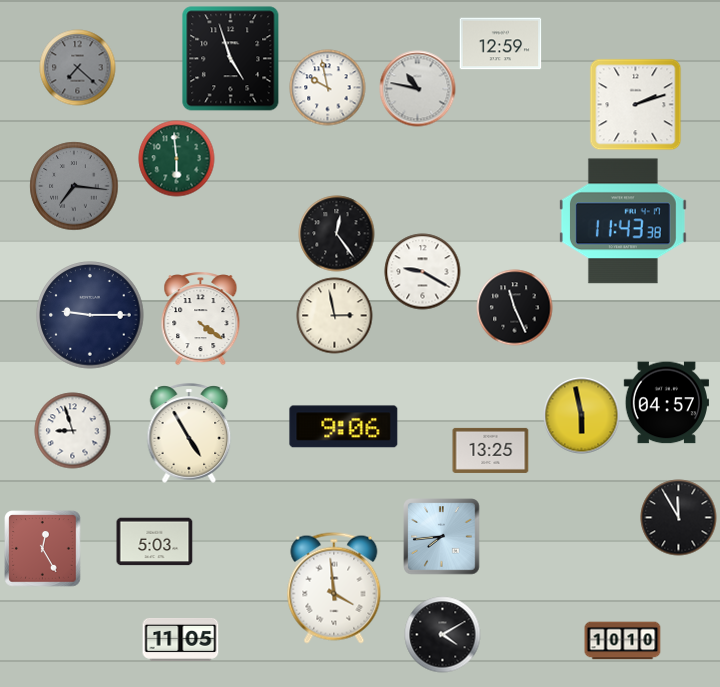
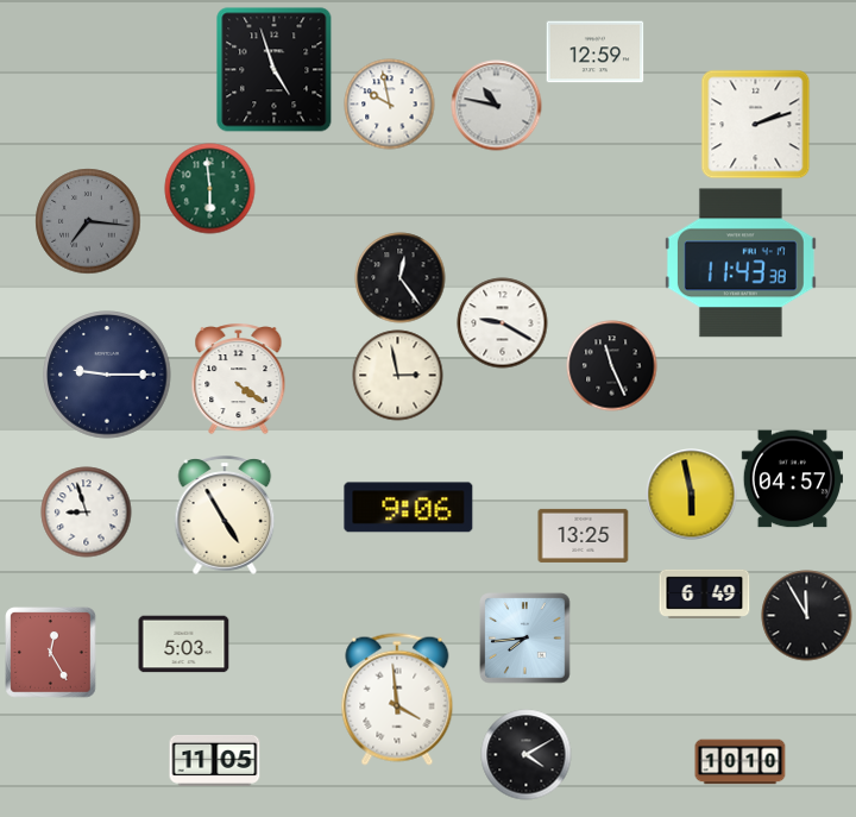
clock at (78, 68): 7:22 -> none
clock at (705, 593): none -> 6:49
